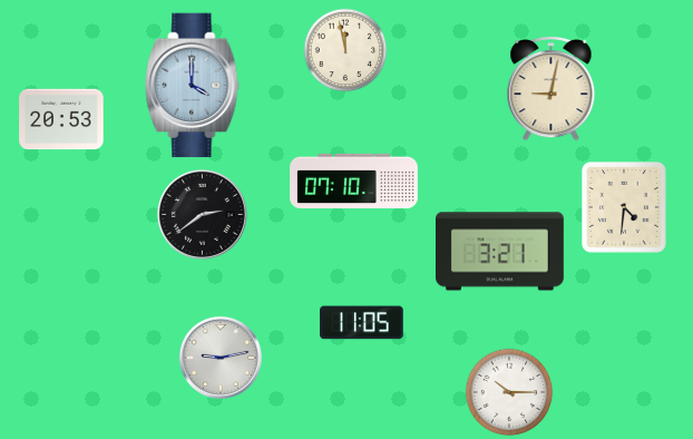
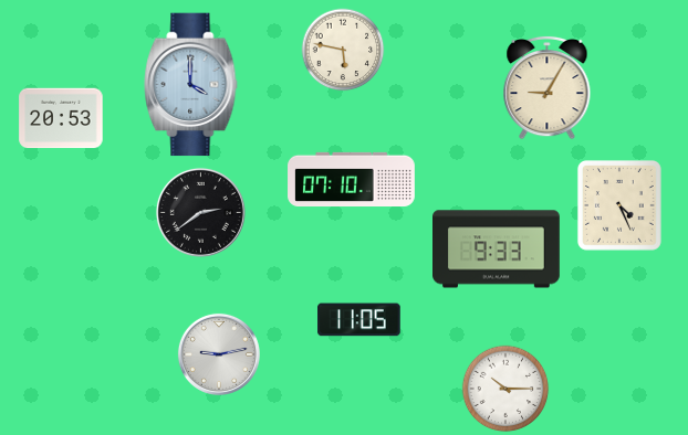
clock at (345, 50): 11:58 -> 5:47
clock at (552, 88): 9:02 -> 9:05
clock at (624, 207): 4:31 -> 4:26
clock at (500, 252): 3:21 -> 9:33
